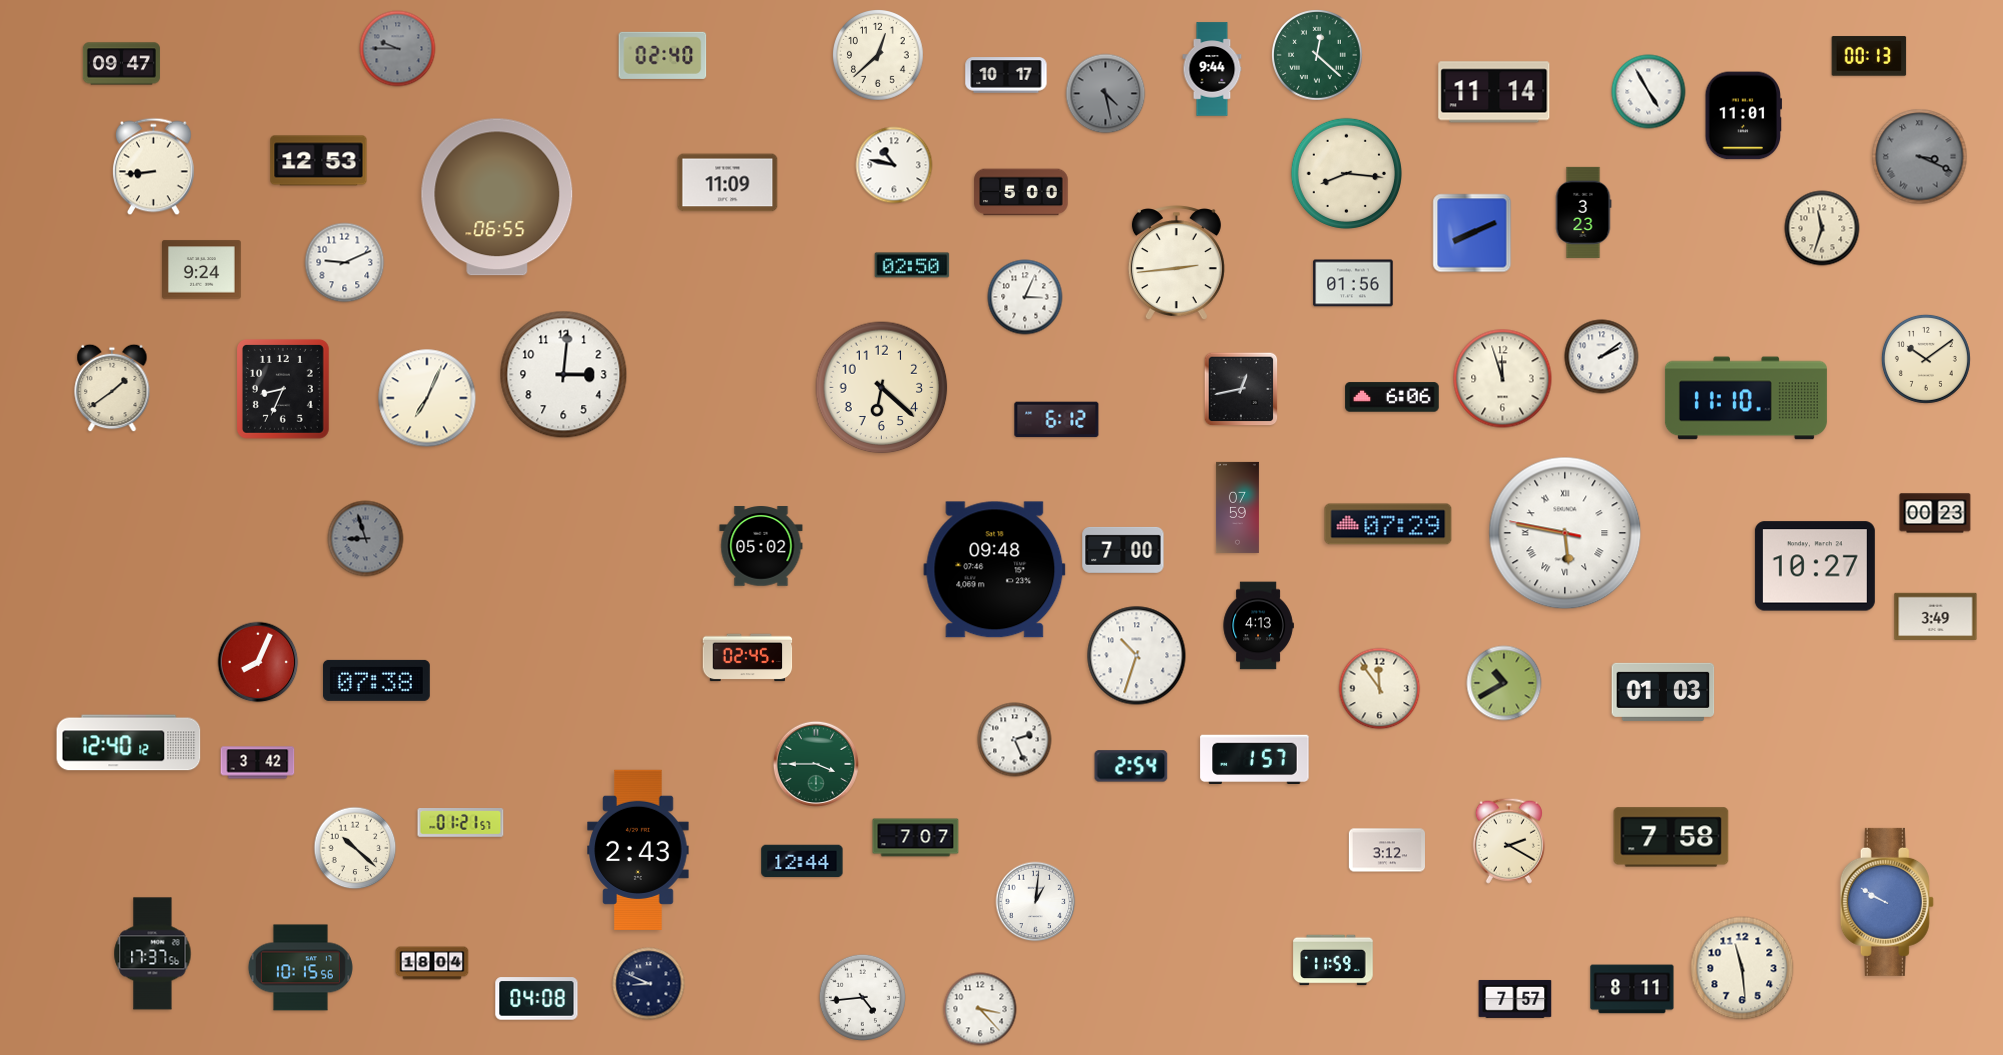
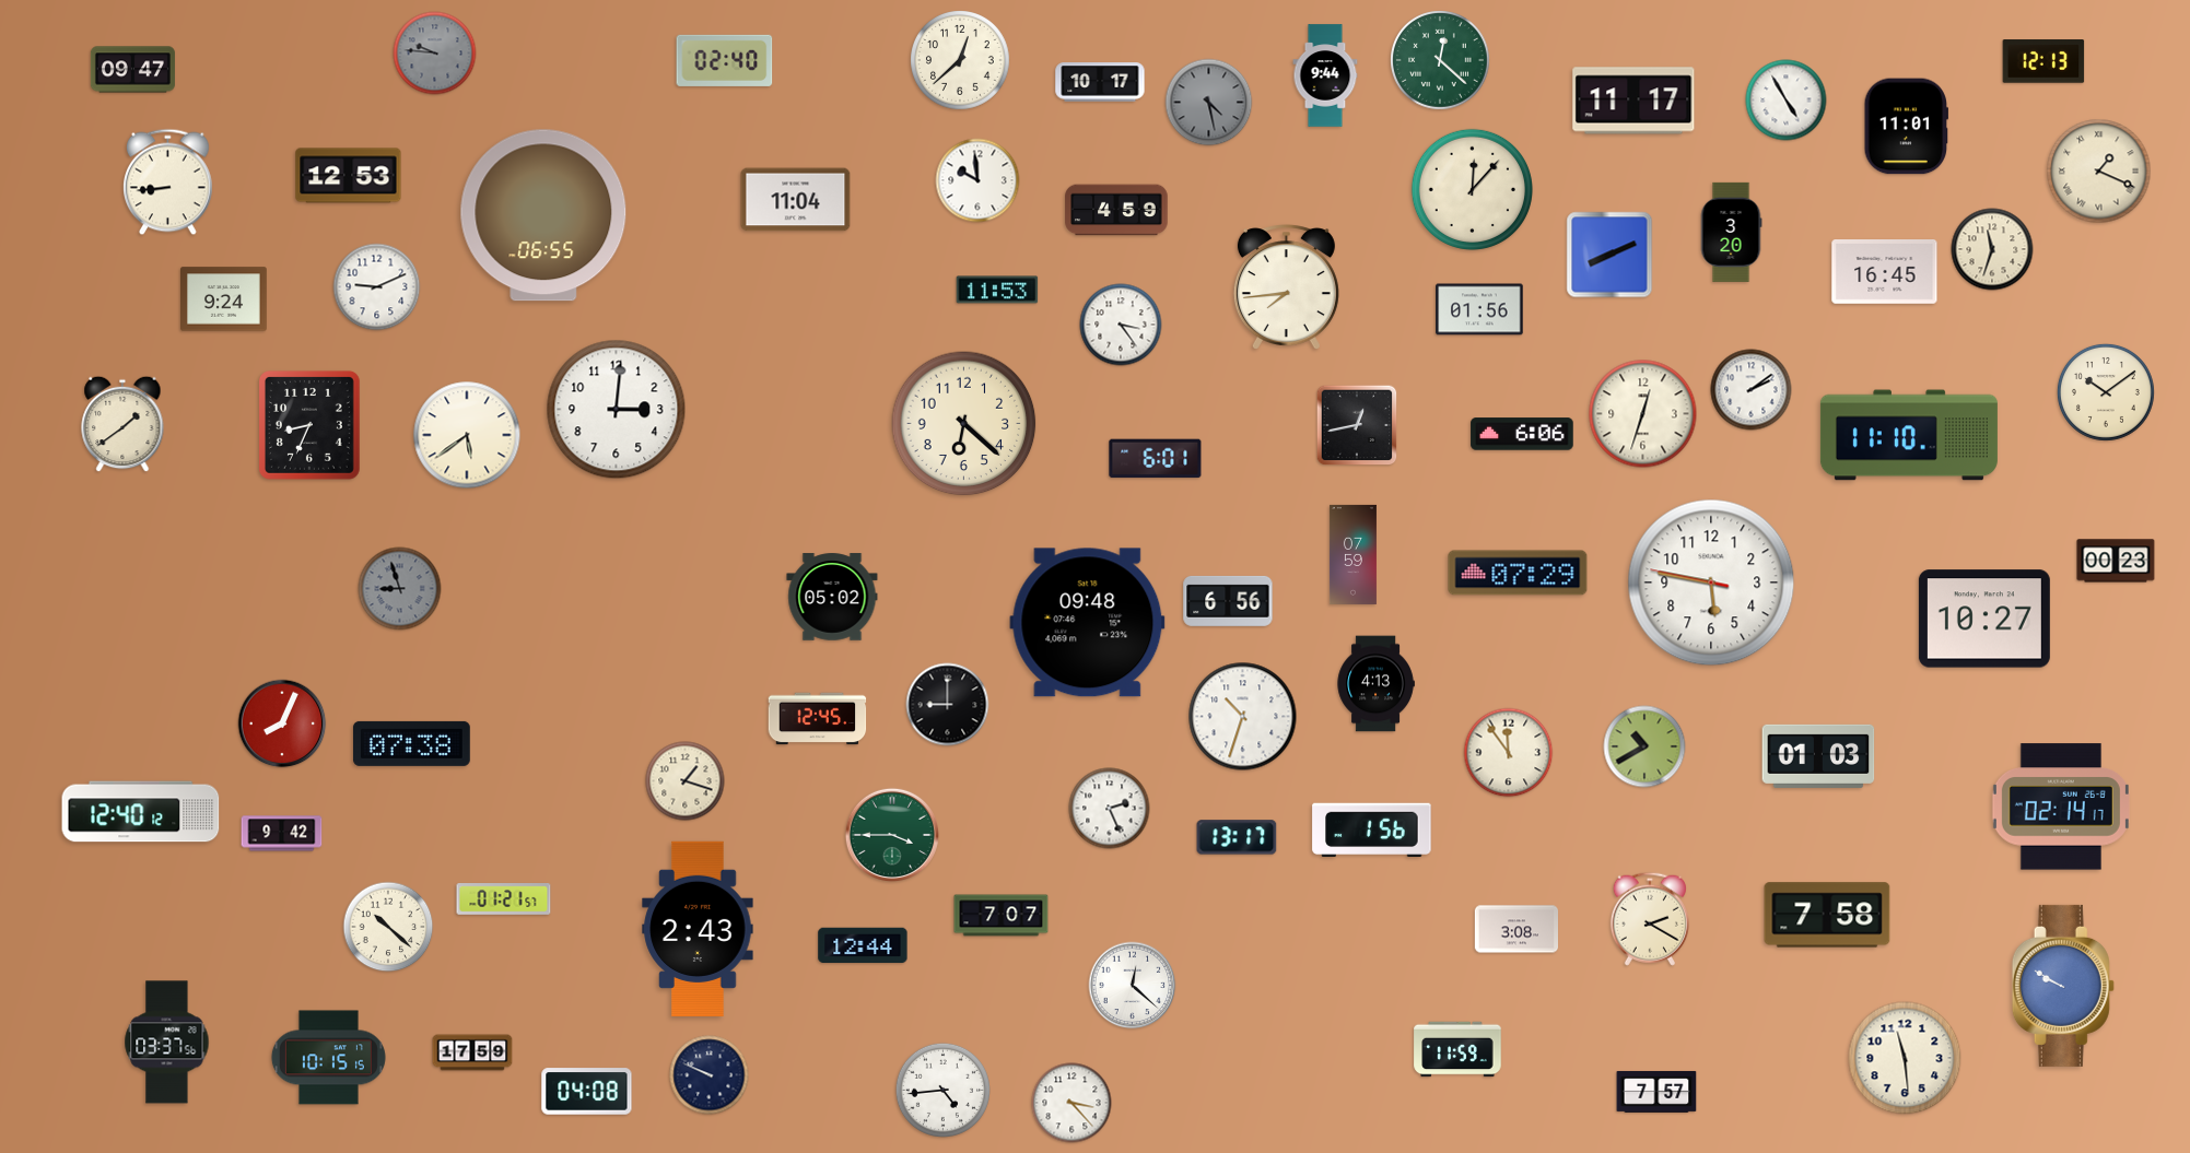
clock at (398, 49): 9:45 -> 9:46
clock at (1869, 56): 00:13 -> 12:13
clock at (1494, 92): 11:14 -> 11:17
clock at (1649, 92) position: (1649, 92) -> (1787, 101)
clock at (1920, 157): 3:19 -> 1:19
clock at (1920, 157) dial: grey -> cream
clock at (894, 165): 10:47 -> 9:59
clock at (1346, 173): 8:16 -> 12:07
clock at (728, 183): 11:09 -> 11:04
clock at (1021, 192): 5:00 -> 4:59
clock at (1583, 212): 3:23 -> 3:20
clock at (1885, 272): none -> 16:45
clock at (1176, 262): 2:44 -> 7:44
clock at (912, 265): 02:50 -> 11:53
clock at (202, 270) position: (202, 270) -> (224, 299)
clock at (1025, 297): 3:04 -> 3:24
clock at (1503, 379): 11:57 -> 12:33
clock at (427, 398): 7:04 -> 5:39
clock at (1057, 420): 6:12 -> 6:01
clock at (1565, 533) numerals: Roman -> Arabic
clock at (1123, 550): 7:00 -> 6:56
clock at (1936, 617): 3:49 -> none
clock at (948, 705): none -> 9:00
clock at (748, 658): 02:45 -> 12:45
clock at (686, 781): none -> 1:18
clock at (2061, 807): none -> 02:14
clock at (1255, 759): 1:57 -> 1:56
clock at (258, 763): 3:42 -> 9:42
clock at (1131, 766): 2:54 -> 13:17
clock at (1386, 850): 3:12 -> 3:08
clock at (802, 861) position: (802, 861) -> (863, 945)
clock at (1036, 902): 1:01 -> 12:22
clock at (153, 954): 17:37 -> 03:37
clock at (432, 963): 18:04 -> 17:59
clock at (300, 968): 10:15:56 -> 10:15:15
clock at (649, 984): 8:49 -> 9:49
clock at (1632, 989): 8:11 -> none
